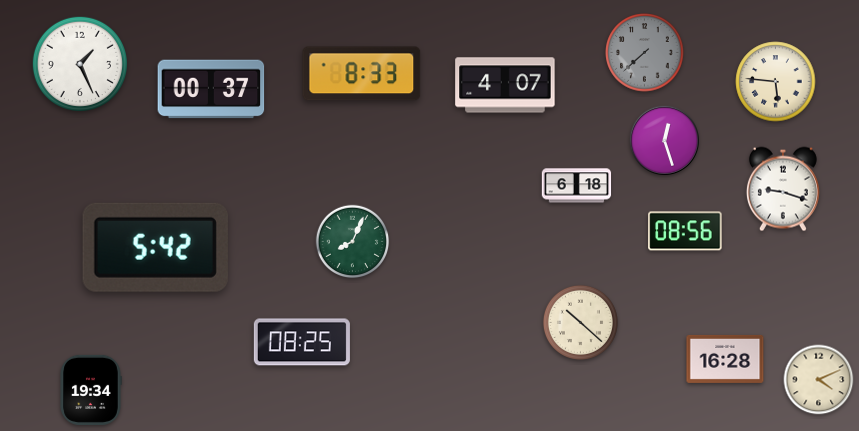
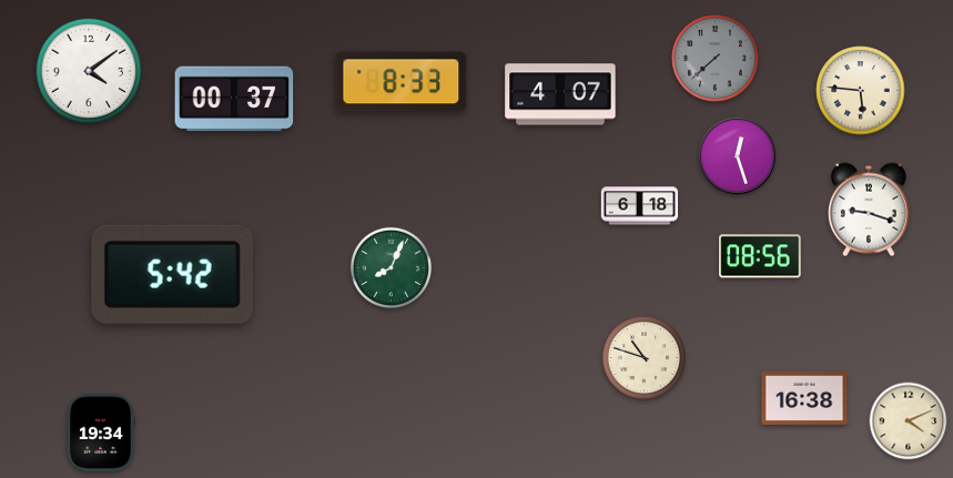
clock at (79, 63): 1:26 -> 4:09
clock at (580, 322): 10:22 -> 10:48
clock at (302, 342): 08:25 -> none
clock at (725, 359): 16:28 -> 16:38
